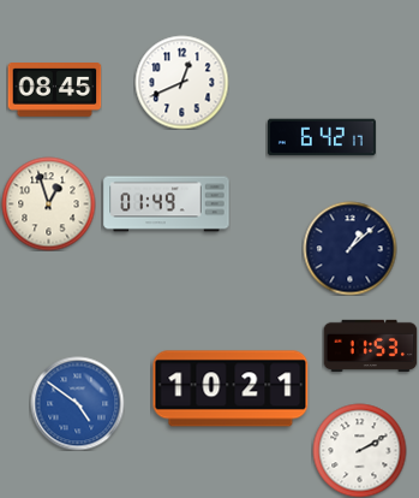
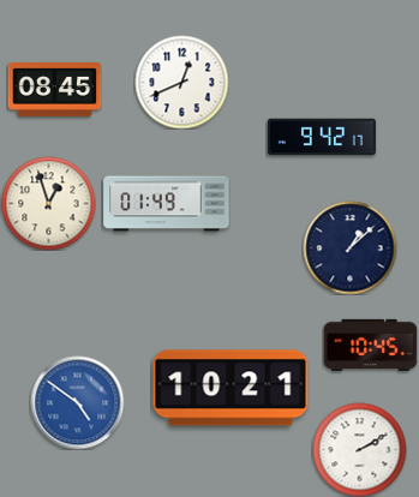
clock at (322, 137): 6:42 -> 9:42
clock at (370, 346): 11:53 -> 10:45
